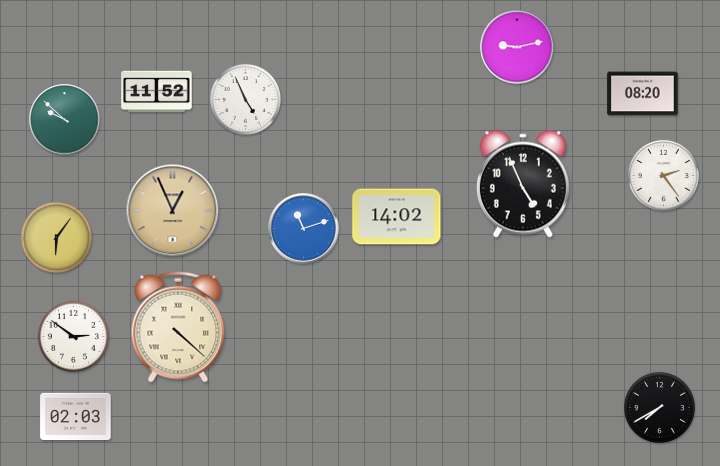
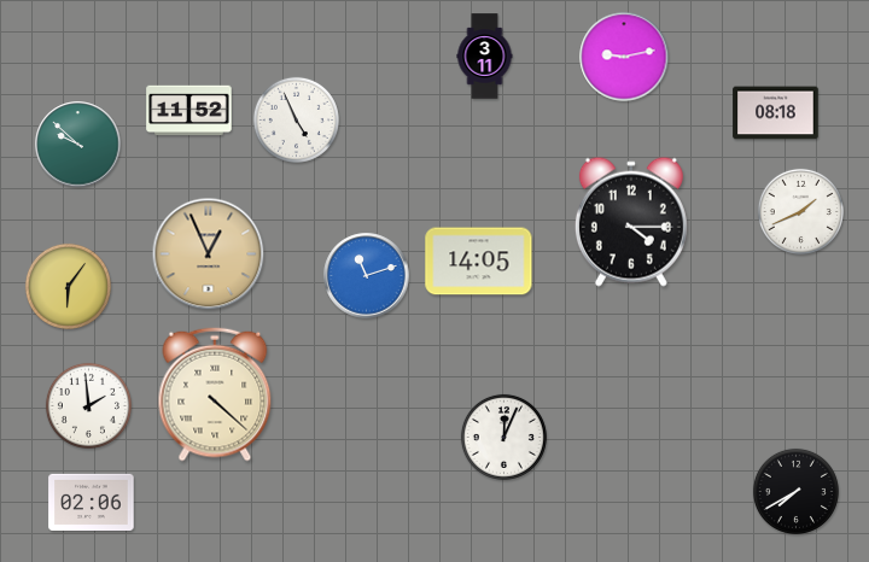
clock at (485, 57): none -> 3:11
clock at (643, 94): 08:20 -> 08:18
clock at (663, 175): 2:24 -> 1:41
clock at (523, 184): 4:56 -> 4:15
clock at (397, 217): 14:02 -> 14:05
clock at (73, 336): 2:51 -> 1:59
clock at (503, 437): none -> 12:04
clock at (76, 416): 02:03 -> 02:06
